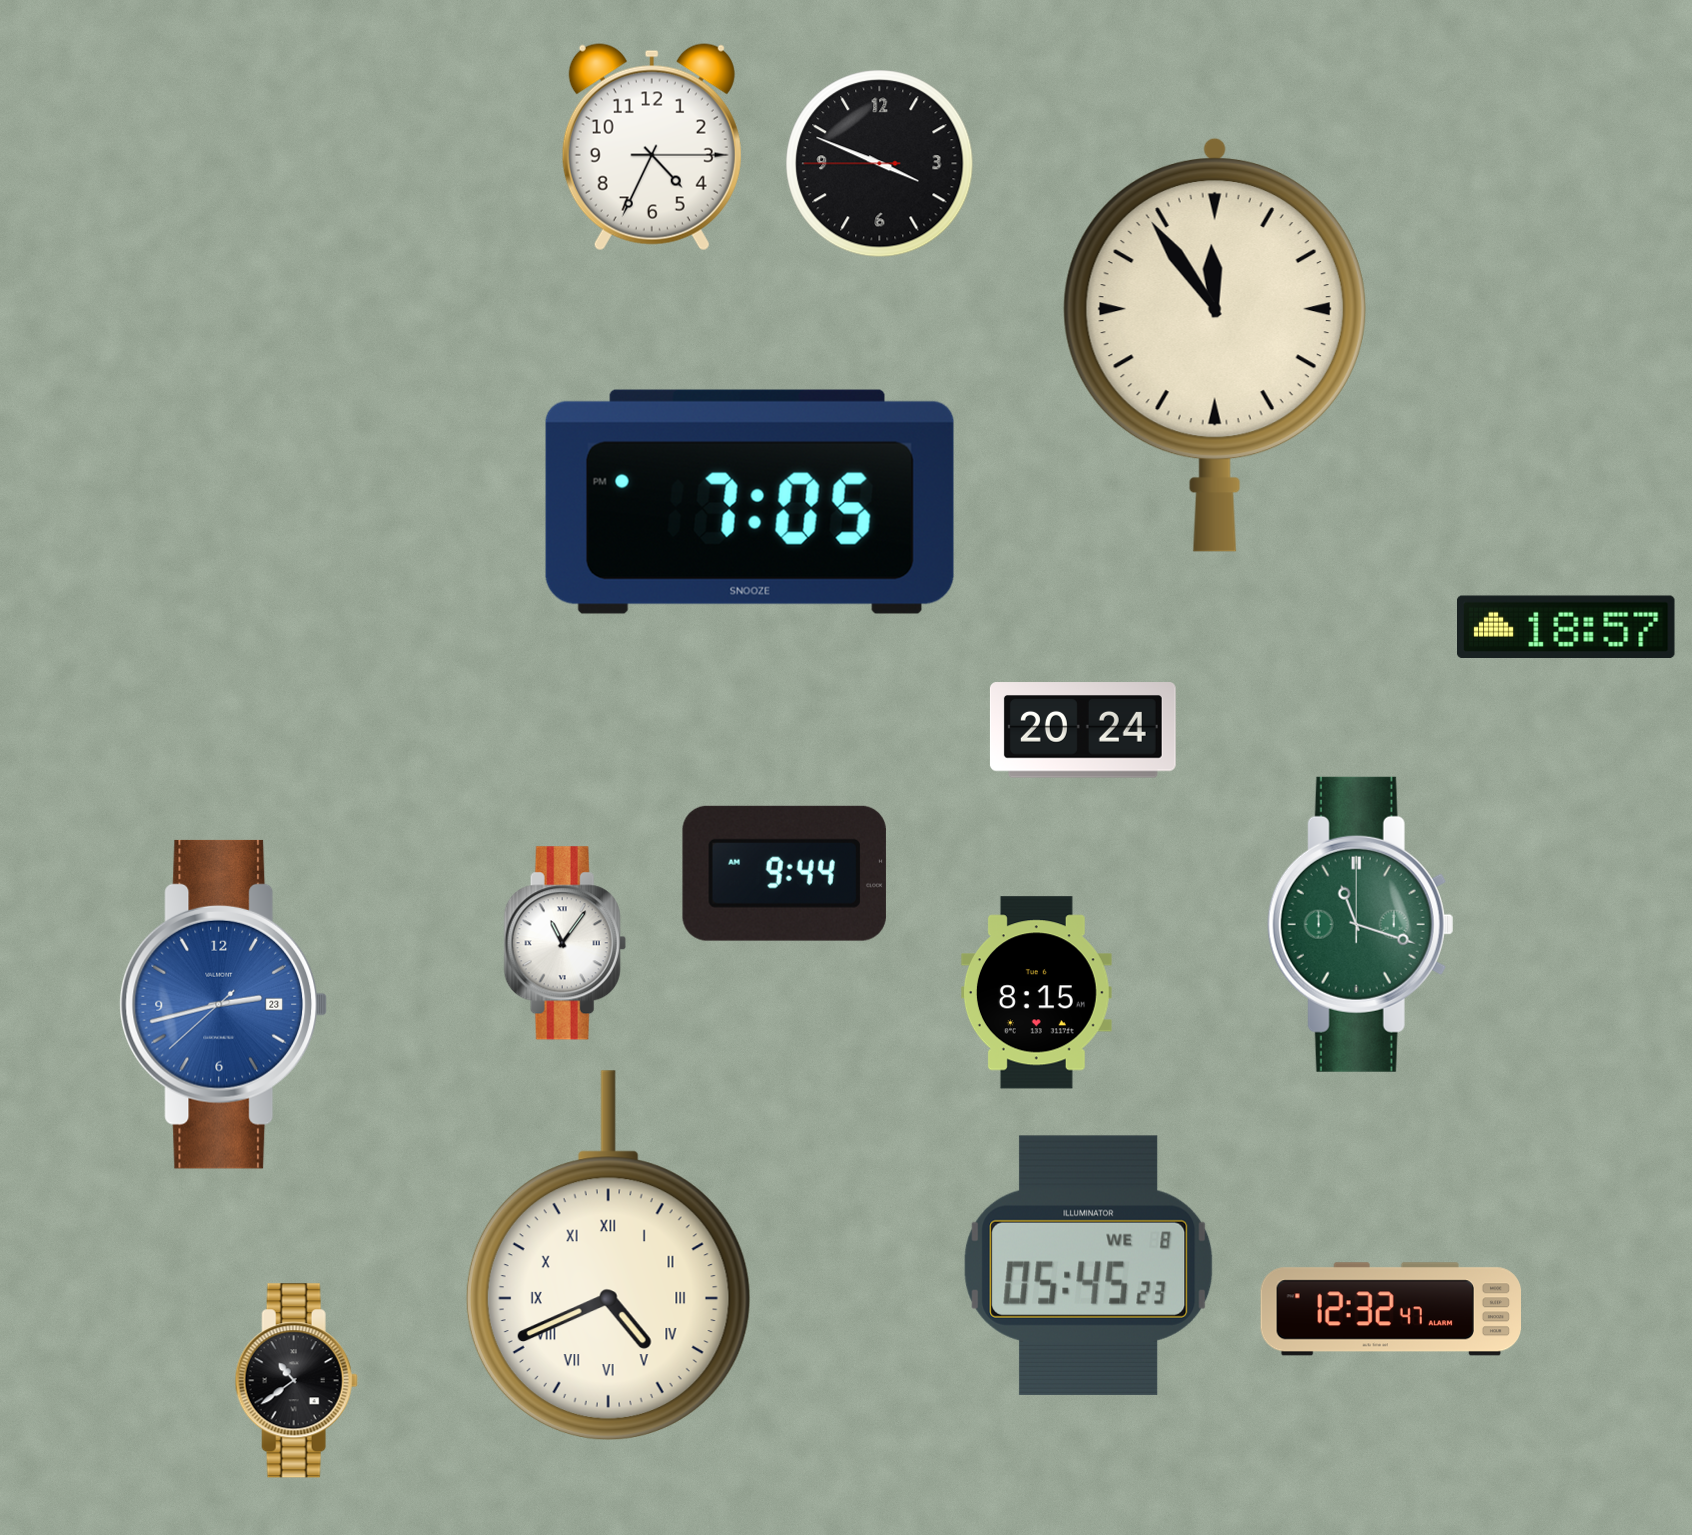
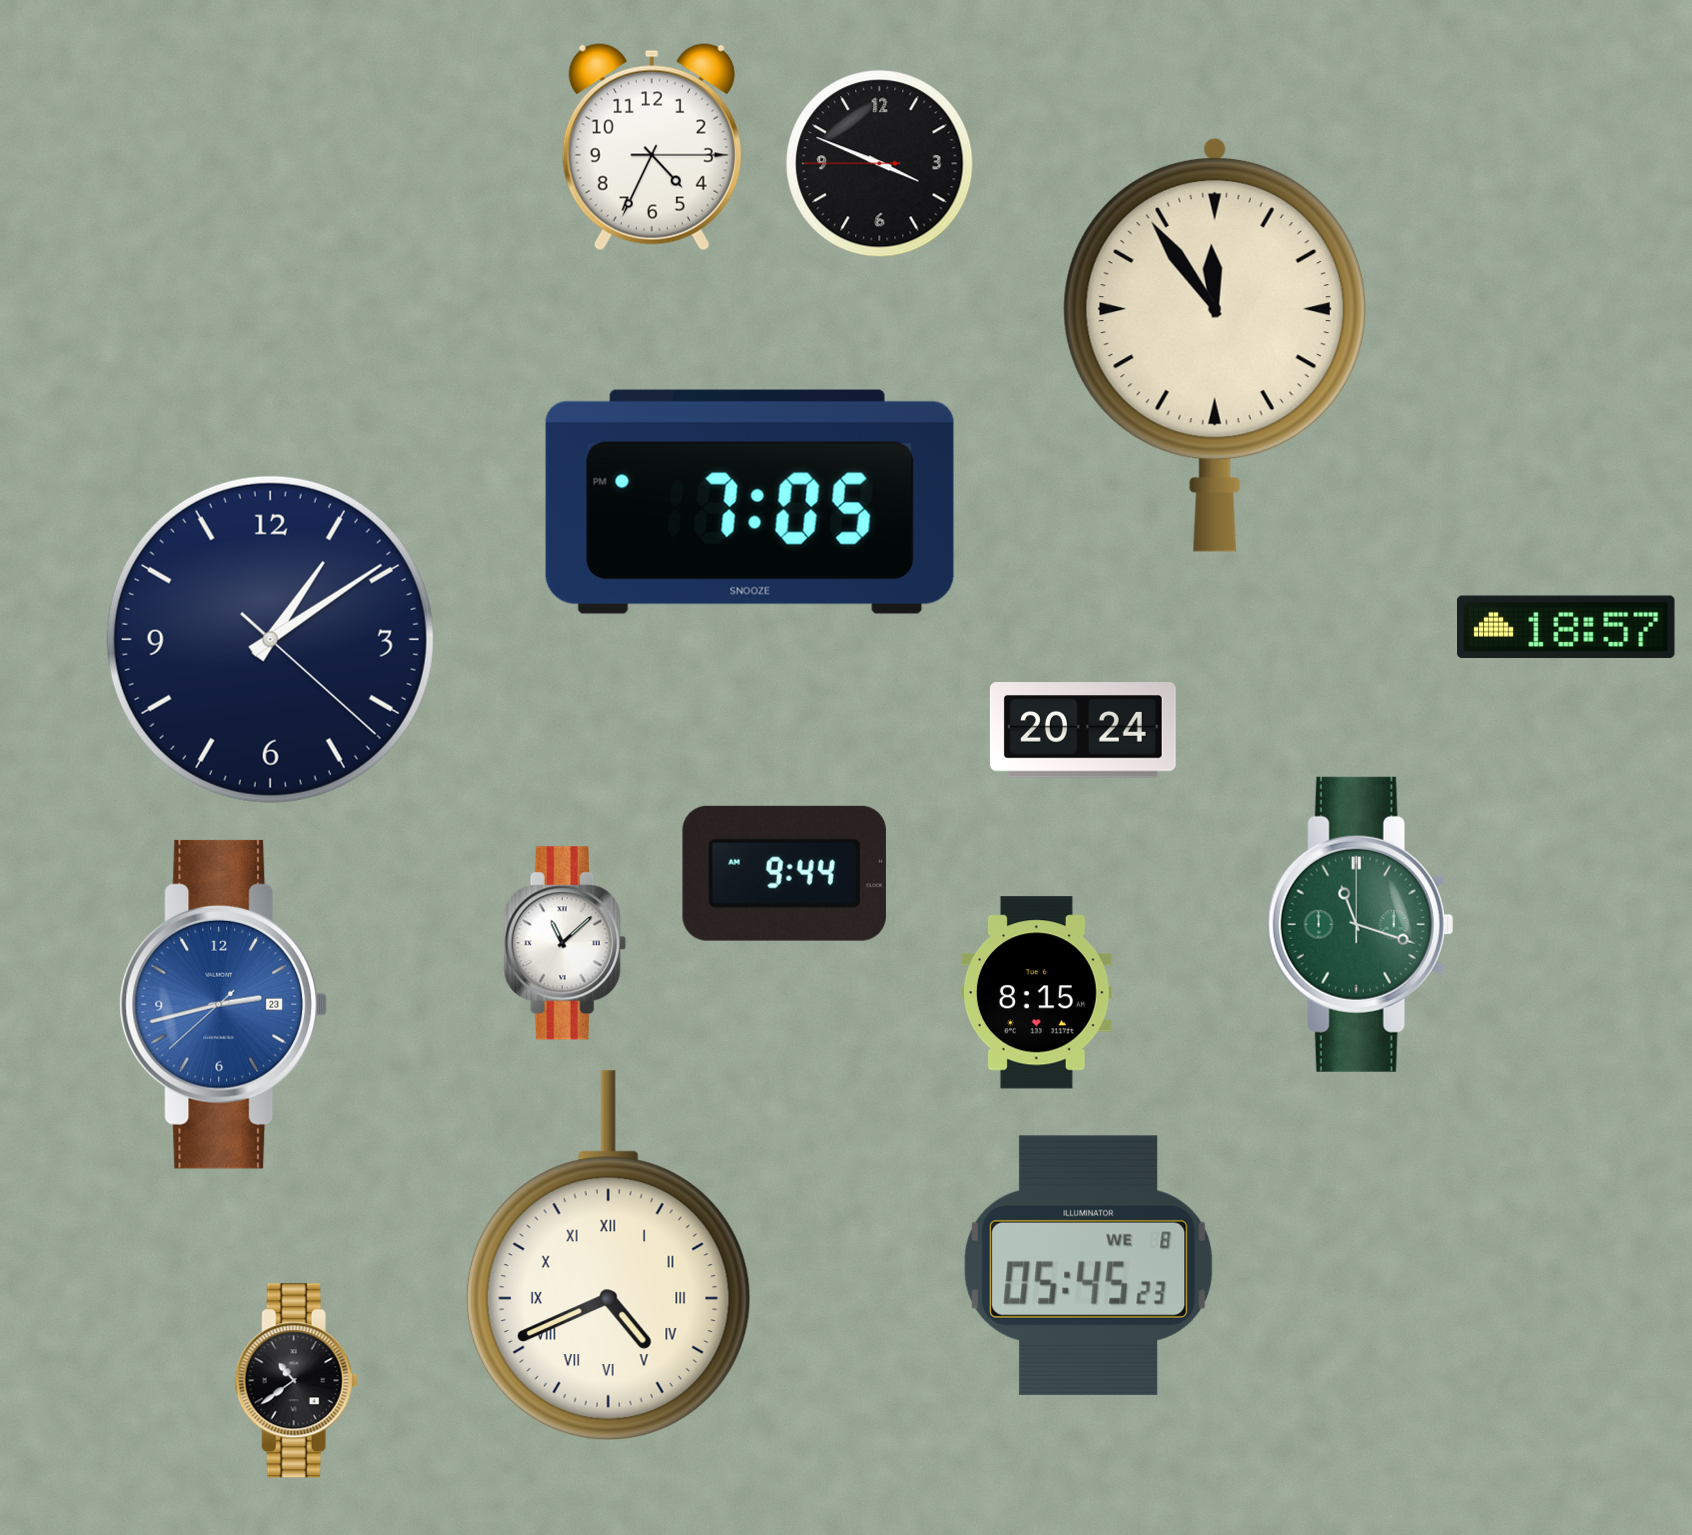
clock at (270, 639): none -> 1:09
clock at (565, 943): 11:06 -> 11:08
clock at (1390, 1309): 12:32 -> none
